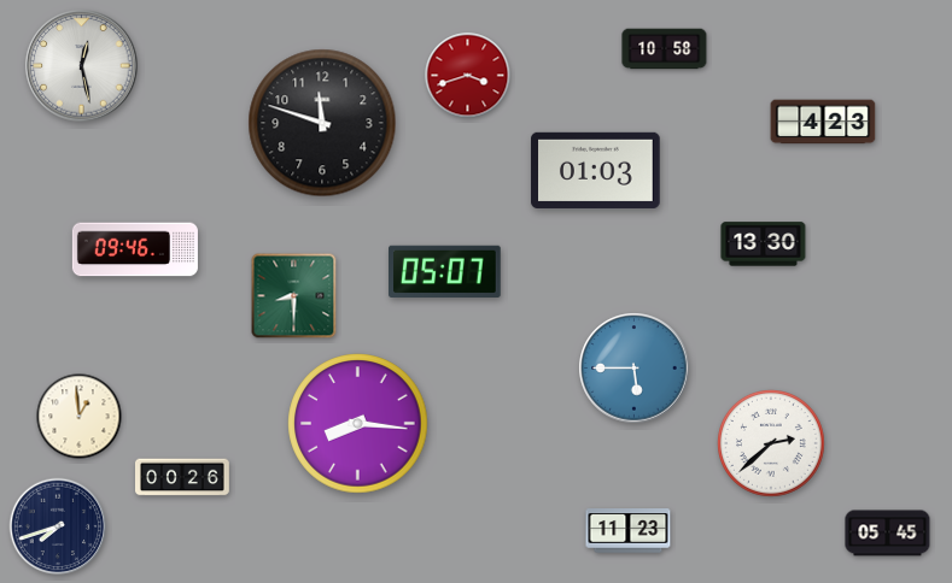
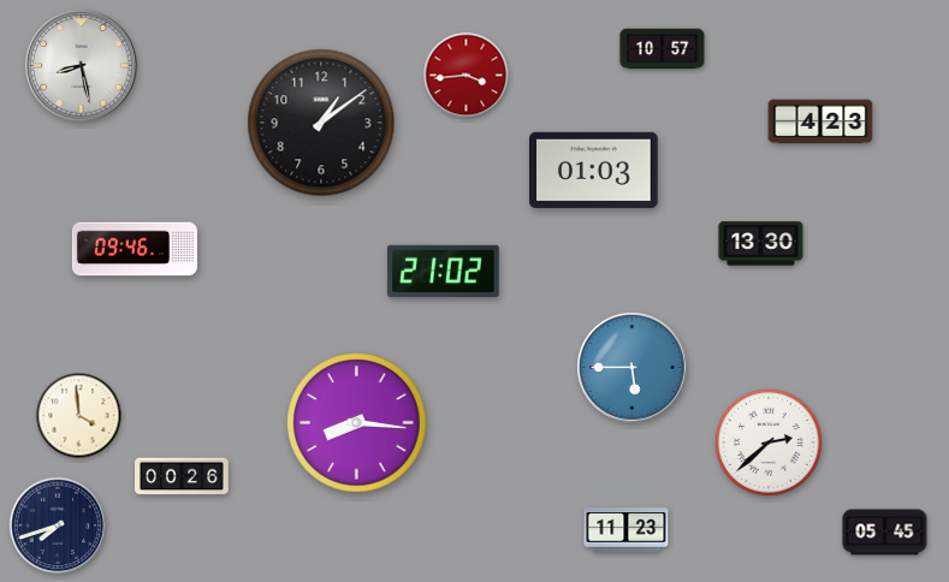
clock at (665, 49): 10:58 -> 10:57
clock at (82, 66): 12:28 -> 8:28
clock at (468, 76): 3:42 -> 3:44
clock at (322, 123): 11:48 -> 1:09
clock at (445, 271): 05:07 -> 21:02
clock at (294, 296): 8:30 -> none
clock at (80, 417): 12:59 -> 3:59
